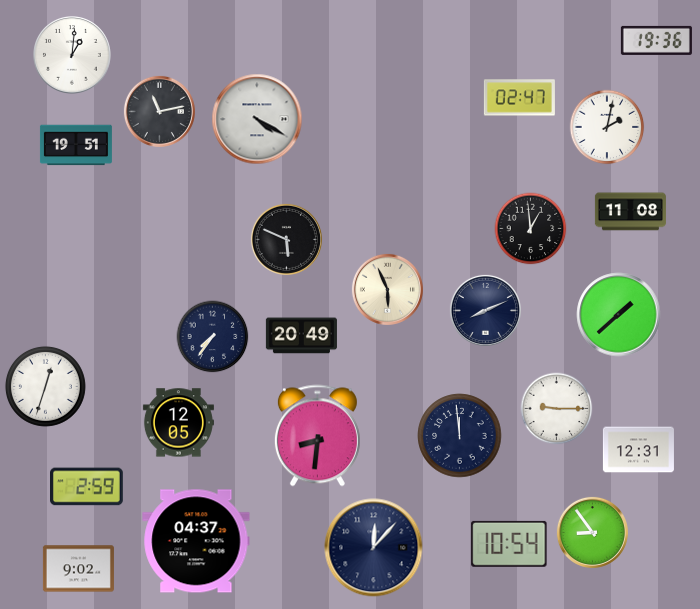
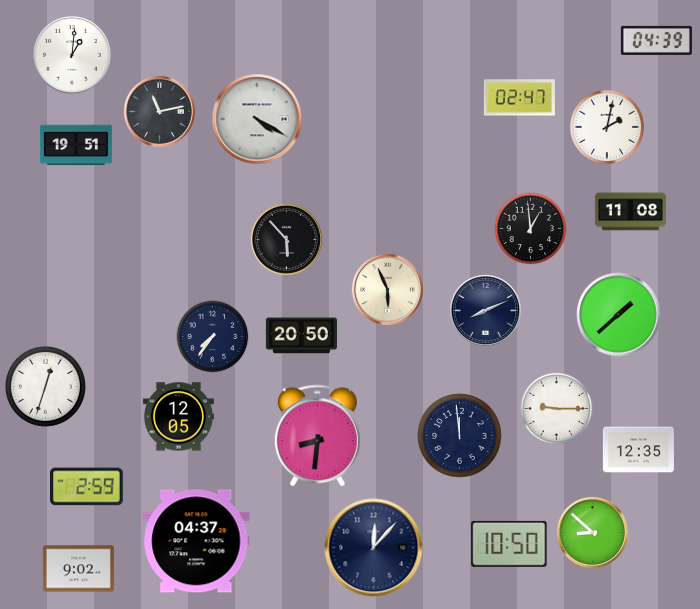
clock at (656, 40): 19:36 -> 04:39
clock at (286, 239): 5:49 -> 5:53
clock at (301, 336): 20:49 -> 20:50
clock at (178, 423) position: (178, 423) -> (178, 417)
clock at (638, 450): 12:31 -> 12:35
clock at (592, 532): 8:54 -> 8:52
clock at (509, 544): 10:54 -> 10:50
